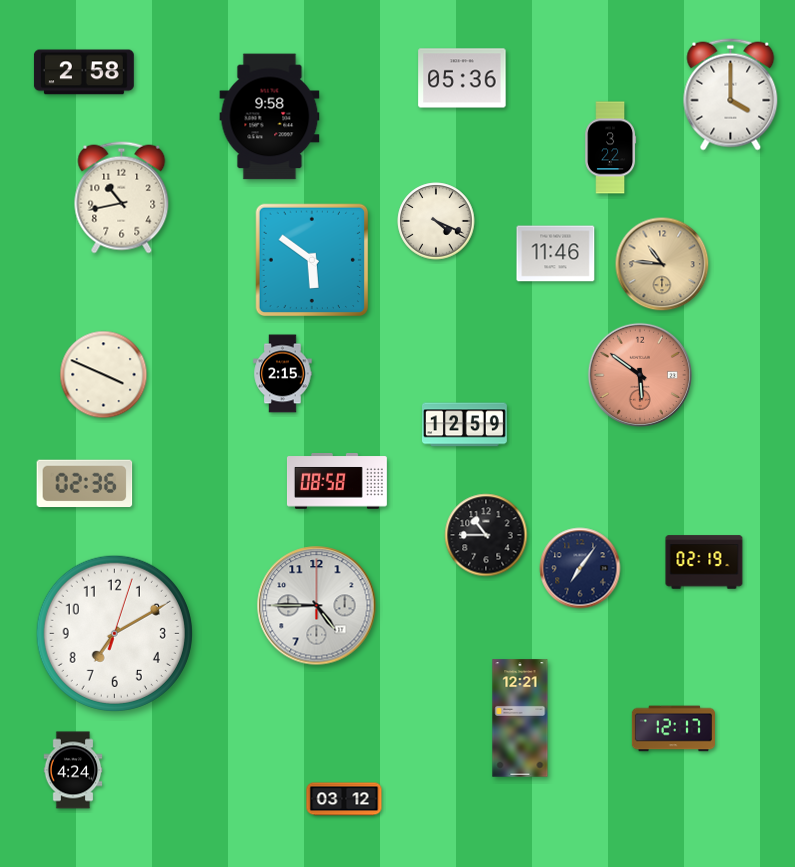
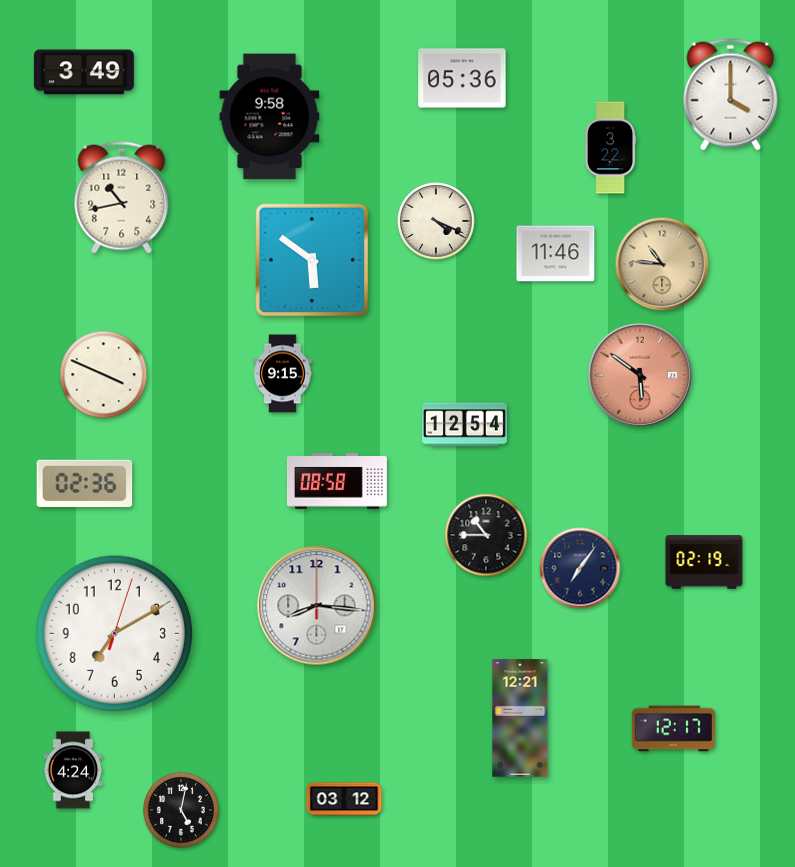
clock at (84, 72): 2:58 -> 3:49
clock at (283, 374): 2:15 -> 9:15
clock at (465, 425): 12:59 -> 12:54
clock at (317, 606): 4:45 -> 8:16
clock at (182, 811): none -> 5:02
